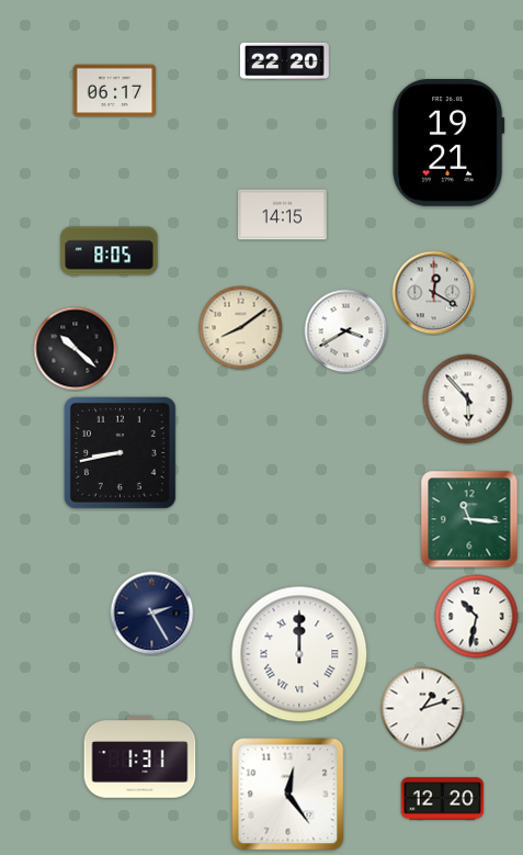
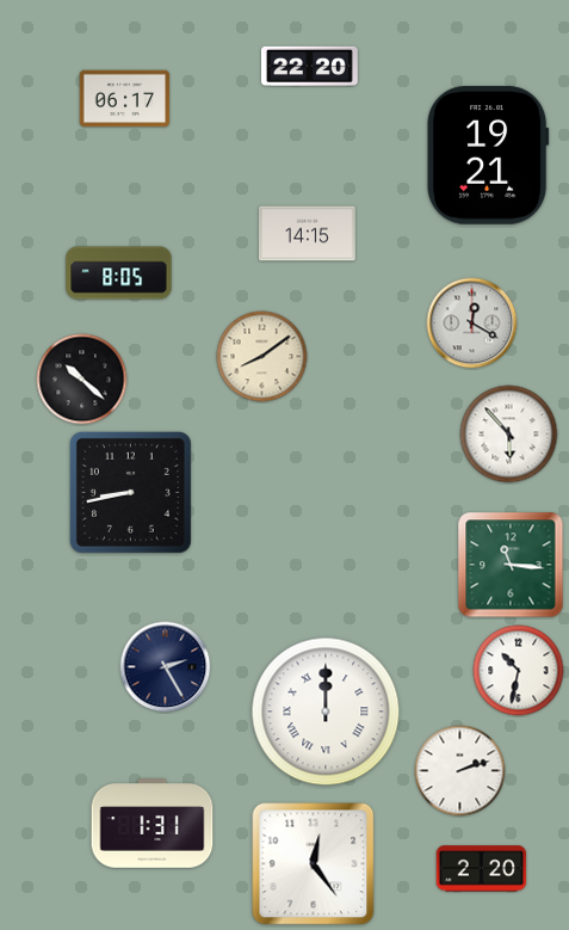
clock at (434, 293) position: (434, 293) -> (472, 324)
clock at (346, 331): 3:40 -> none
clock at (423, 709): 1:12 -> 2:12
clock at (443, 799): 12:20 -> 2:20
